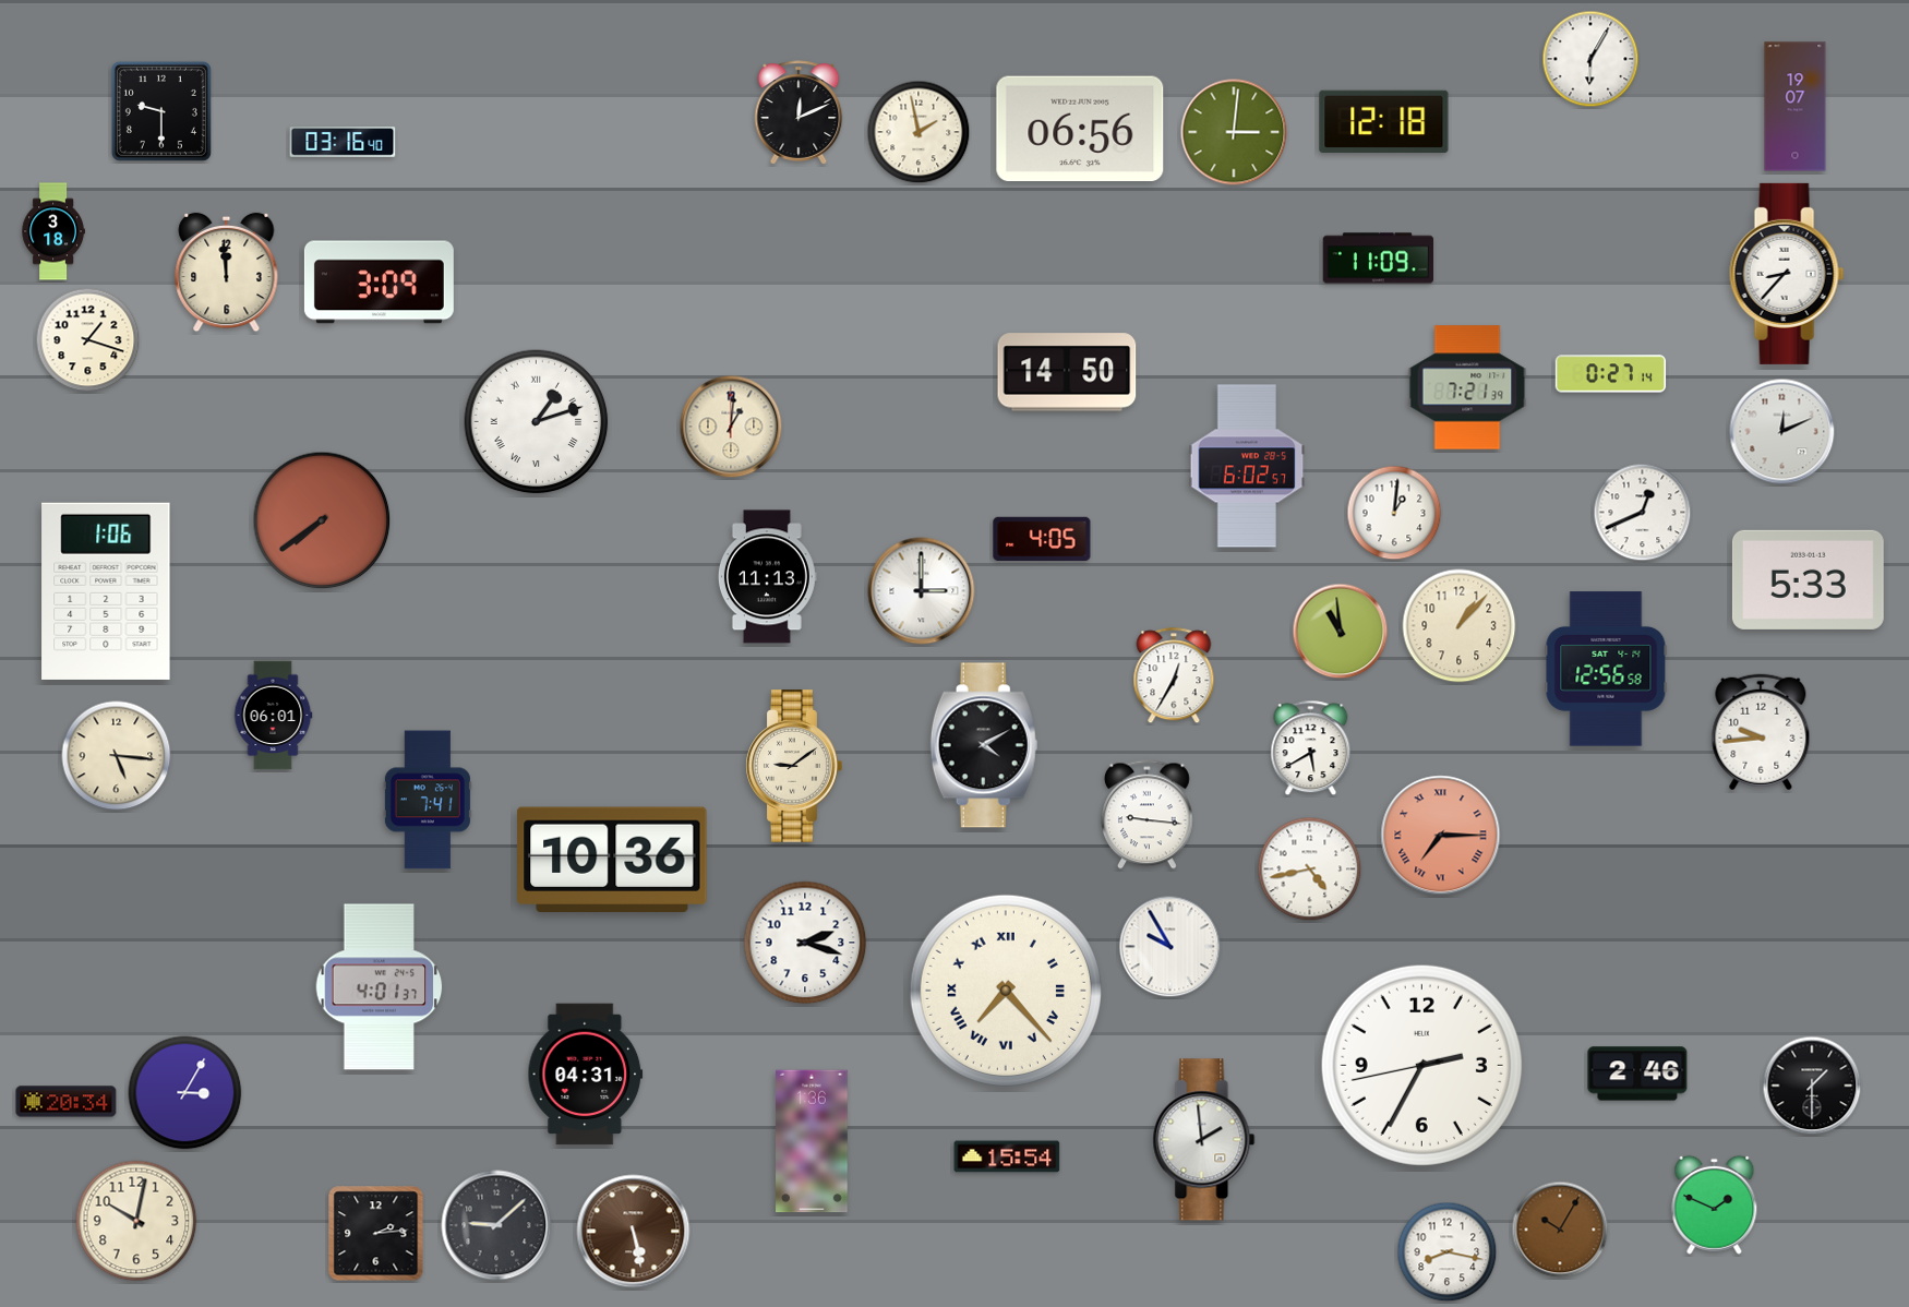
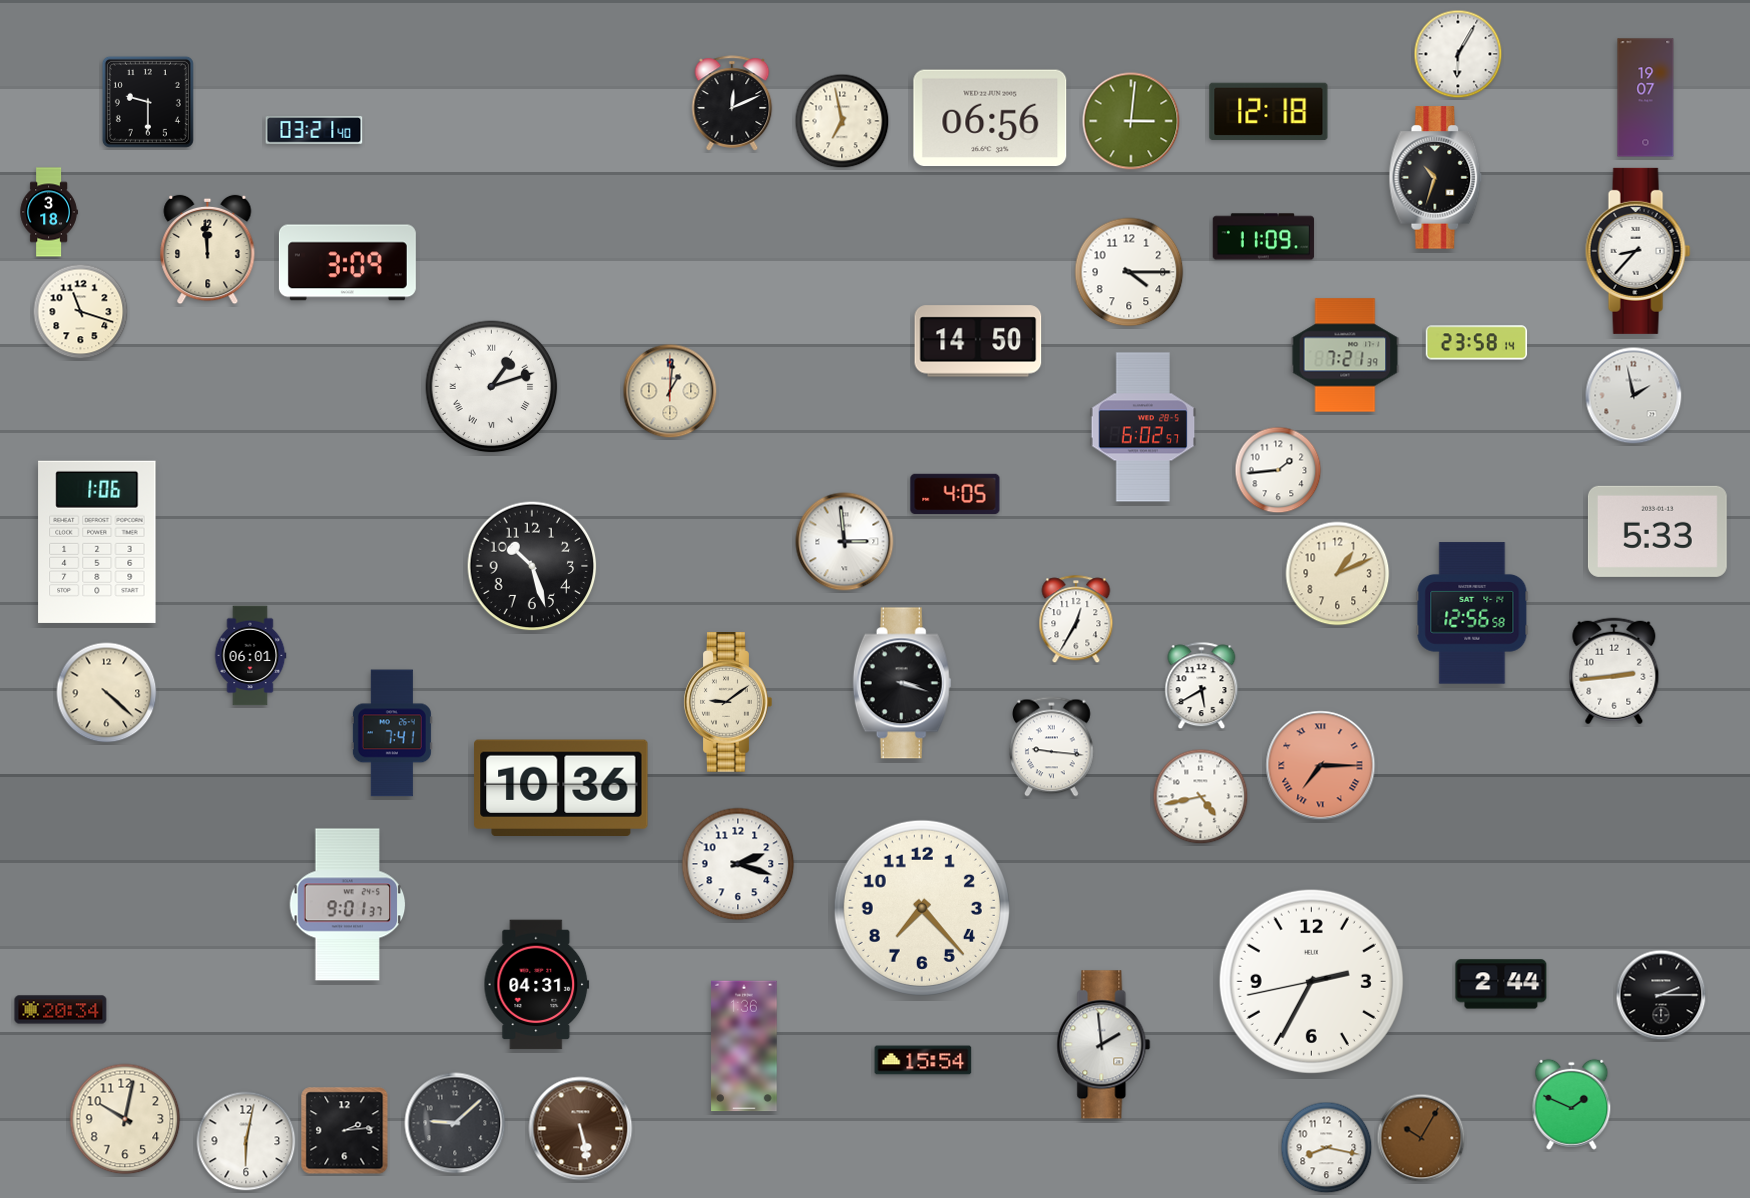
clock at (919, 132): 1:58 -> 6:58
clock at (343, 143): 03:16 -> 03:21
clock at (1436, 178): none -> 10:33
clock at (379, 283) position: (379, 283) -> (347, 263)
clock at (1129, 272): none -> 4:15
clock at (88, 340): 1:18 -> 11:18
clock at (1611, 374): 0:27 -> 23:58
clock at (1782, 432): 12:11 -> 1:58
clock at (1394, 513): 1:01 -> 1:44
clock at (1643, 513): 12:41 -> none
clock at (322, 520): 7:39 -> none
clock at (767, 577): 11:13 -> none
clock at (922, 591): 3:00 -> 2:59
clock at (532, 566): none -> 10:27
clock at (1460, 626): 1:07 -> 1:11
clock at (1341, 632): 10:59 -> none
clock at (1761, 732): 9:44 -> 2:44
clock at (984, 745): 4:10 -> 3:18
clock at (117, 756): 5:16 -> 4:22
clock at (1170, 947): 9:55 -> none
clock at (380, 987): 4:01 -> 9:01
clock at (1006, 991) numerals: Roman -> Arabic
clock at (1421, 1065) position: (1421, 1065) -> (1311, 981)
clock at (1637, 1074): 2:46 -> 2:44
clock at (1812, 1086): 1:30 -> 2:15
clock at (185, 1093): 3:05 -> none
clock at (1560, 1230) position: (1560, 1230) -> (1421, 1138)
clock at (246, 1141): none -> 6:02
